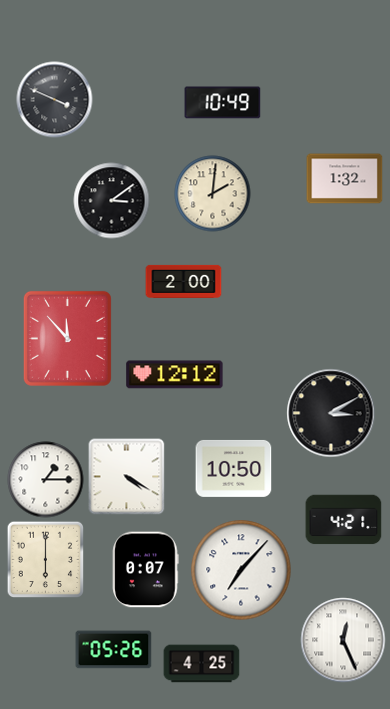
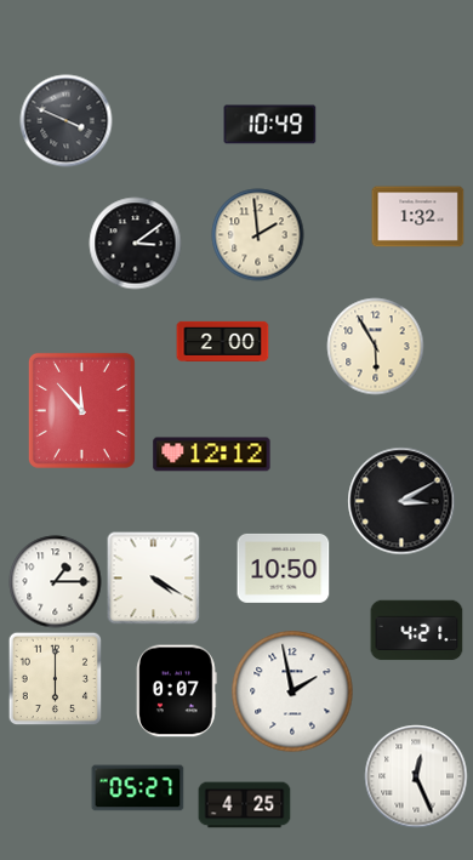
clock at (213, 194): 2:01 -> 1:59
clock at (376, 347): none -> 5:55
clock at (241, 570): 7:07 -> 1:58
clock at (114, 650): 05:26 -> 05:27
